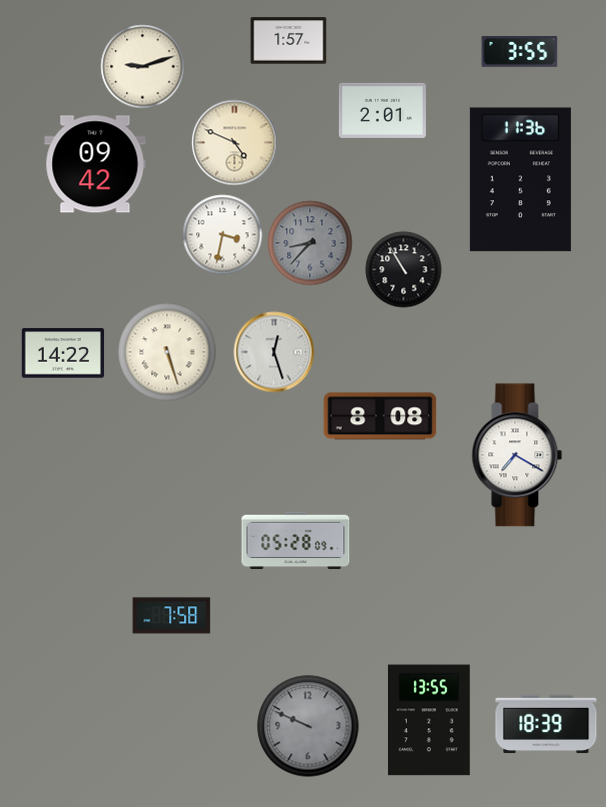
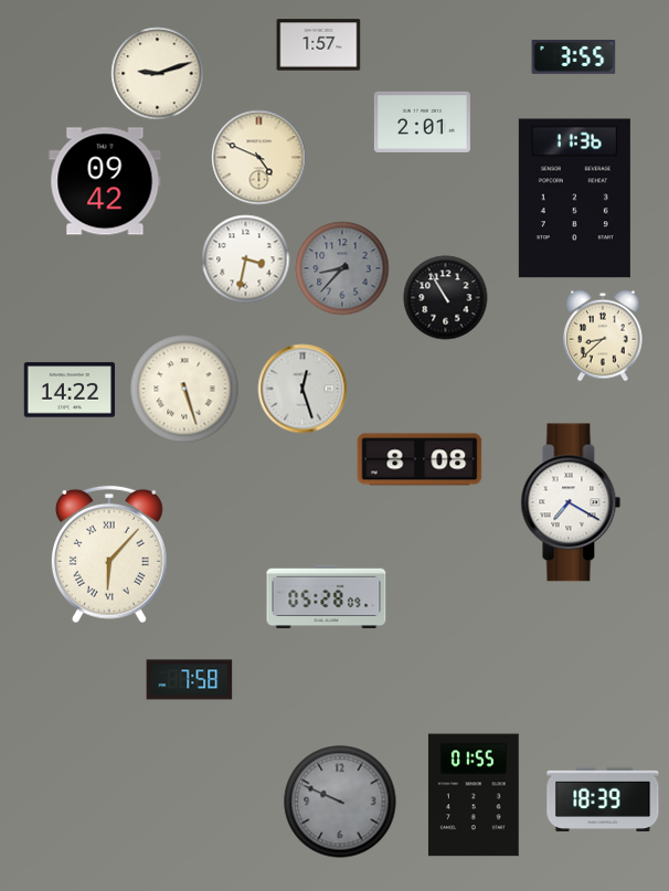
clock at (604, 336): none -> 8:38
clock at (109, 554): none -> 6:07
clock at (429, 720): 13:55 -> 01:55
